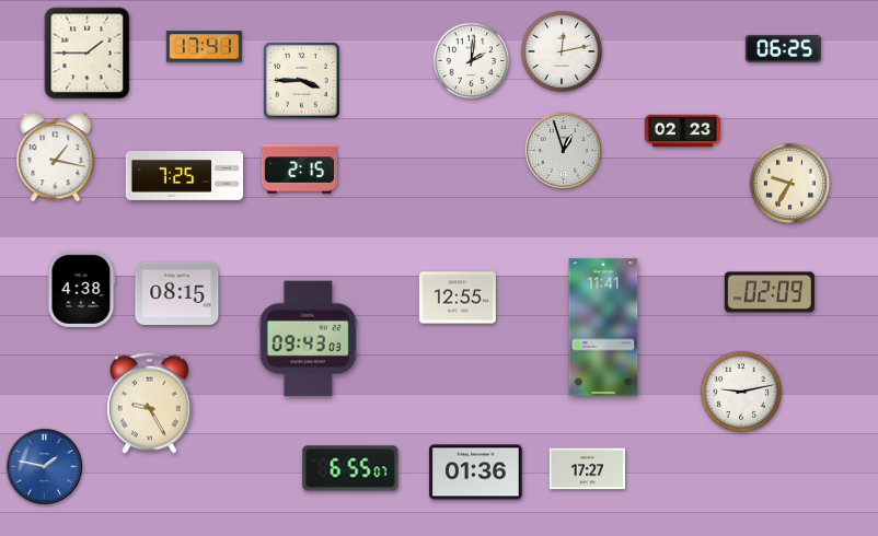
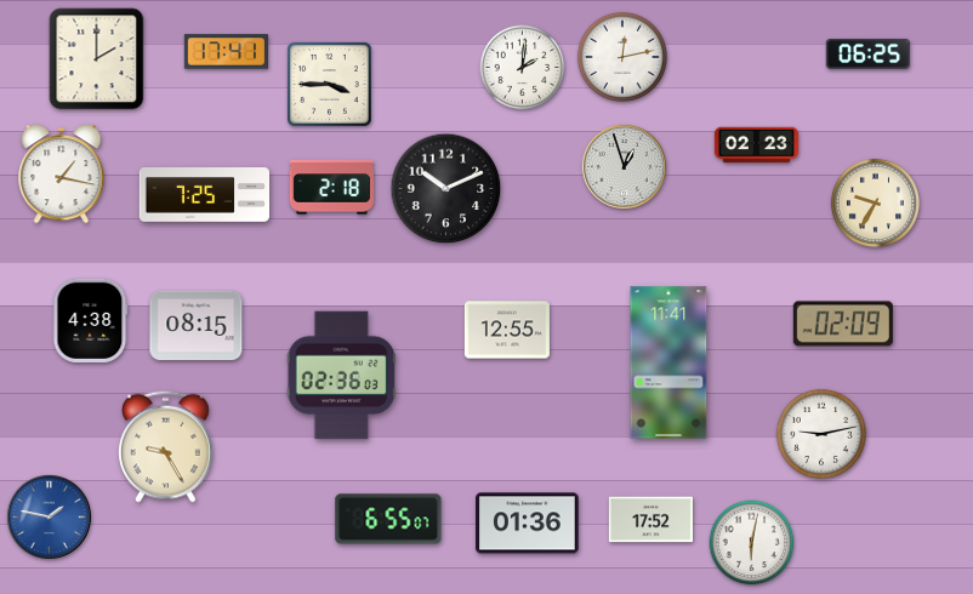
clock at (88, 54): 1:45 -> 2:00
clock at (302, 81) position: (302, 81) -> (330, 85)
clock at (299, 170): 2:15 -> 2:18
clock at (446, 189): none -> 10:11
clock at (770, 292) position: (770, 292) -> (843, 324)
clock at (308, 339): 09:43 -> 02:36
clock at (587, 469): 17:27 -> 17:52
clock at (752, 543): none -> 6:02
